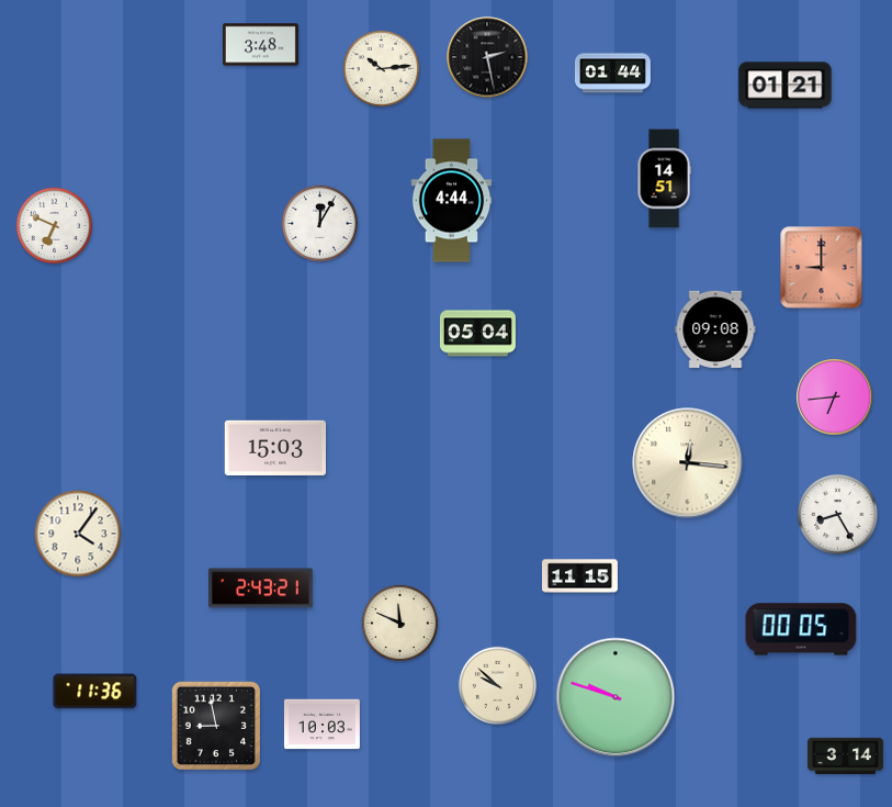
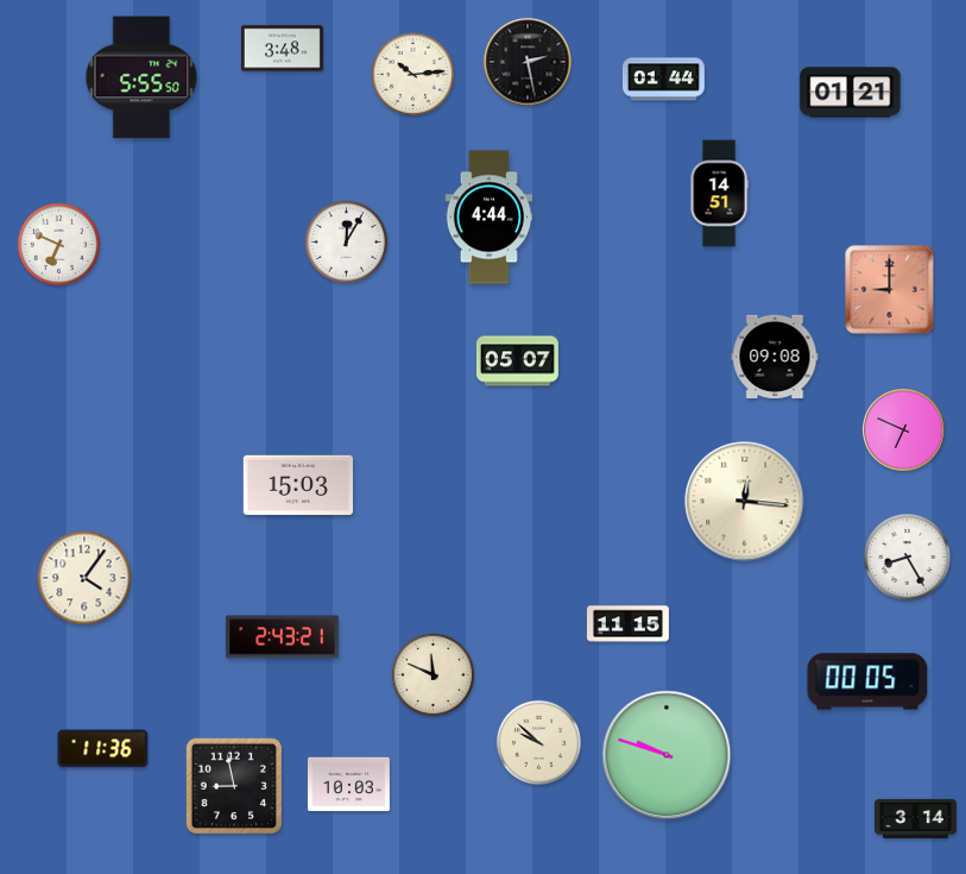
clock at (141, 77): none -> 5:55
clock at (477, 334): 05:04 -> 05:07
clock at (835, 397): 6:44 -> 6:49
